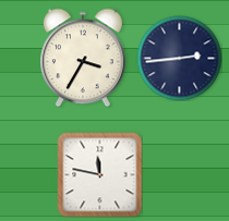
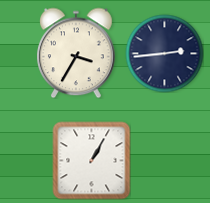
clock at (99, 174): 11:47 -> 1:05
